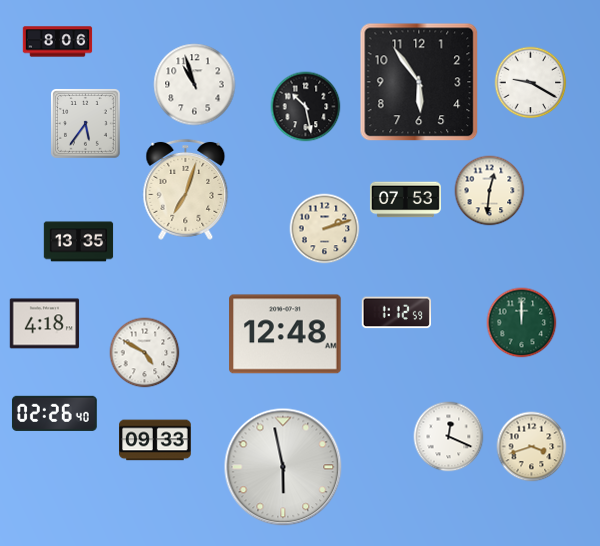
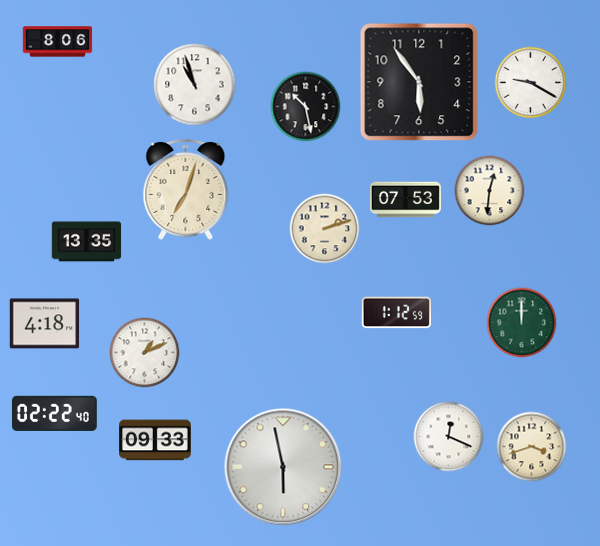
clock at (86, 124): 5:36 -> none
clock at (79, 242) position: (79, 242) -> (87, 242)
clock at (285, 334): 12:48 -> none
clock at (145, 353): 4:50 -> 1:11
clock at (54, 413): 02:26 -> 02:22
